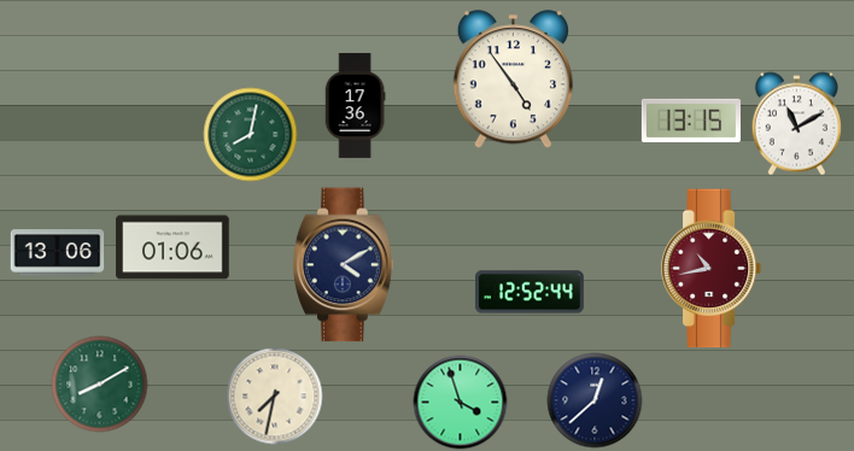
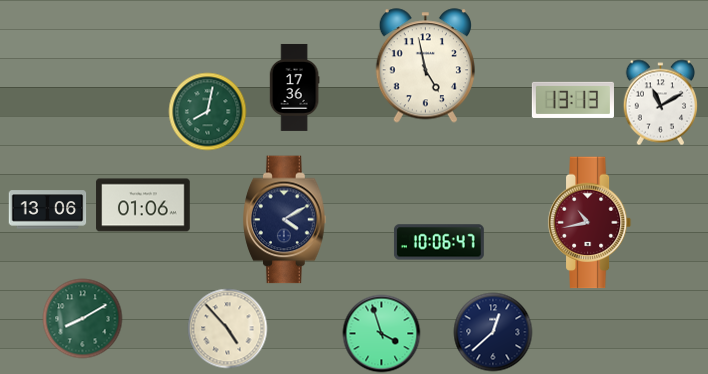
clock at (513, 80): 4:54 -> 4:58
clock at (691, 121): 13:15 -> 13:13
clock at (530, 292): 12:52 -> 10:06
clock at (274, 396): 7:32 -> 4:53
